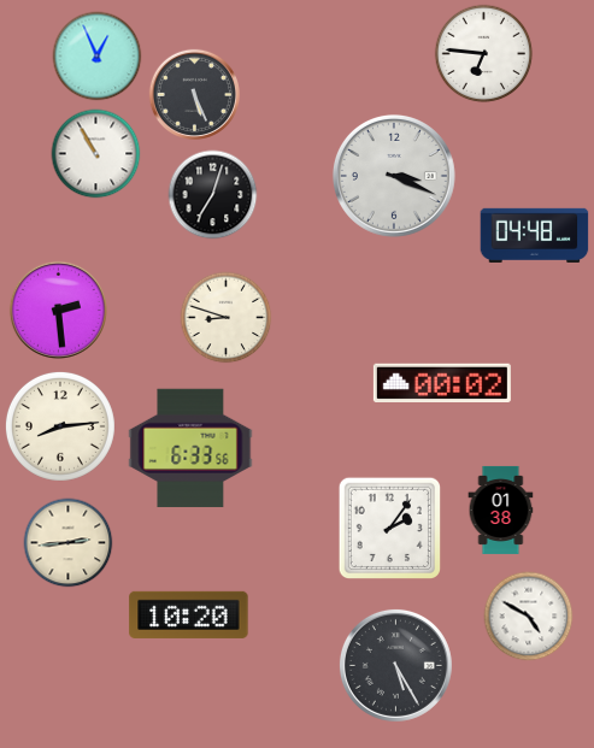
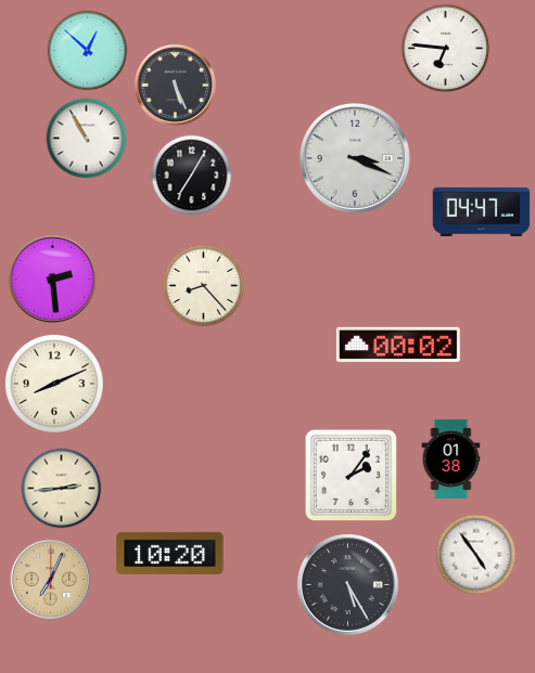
clock at (484, 54) position: (484, 54) -> (446, 49)
clock at (98, 57): 12:56 -> 12:52
clock at (213, 195): 7:03 -> 7:05
clock at (535, 235): 04:48 -> 04:47
clock at (227, 318): 8:48 -> 8:23
clock at (60, 426): 8:14 -> 8:11
clock at (190, 448): 6:33 -> none
clock at (529, 617): 4:50 -> 4:54
clock at (50, 579): none -> 7:04
clock at (395, 665) position: (395, 665) -> (347, 584)
